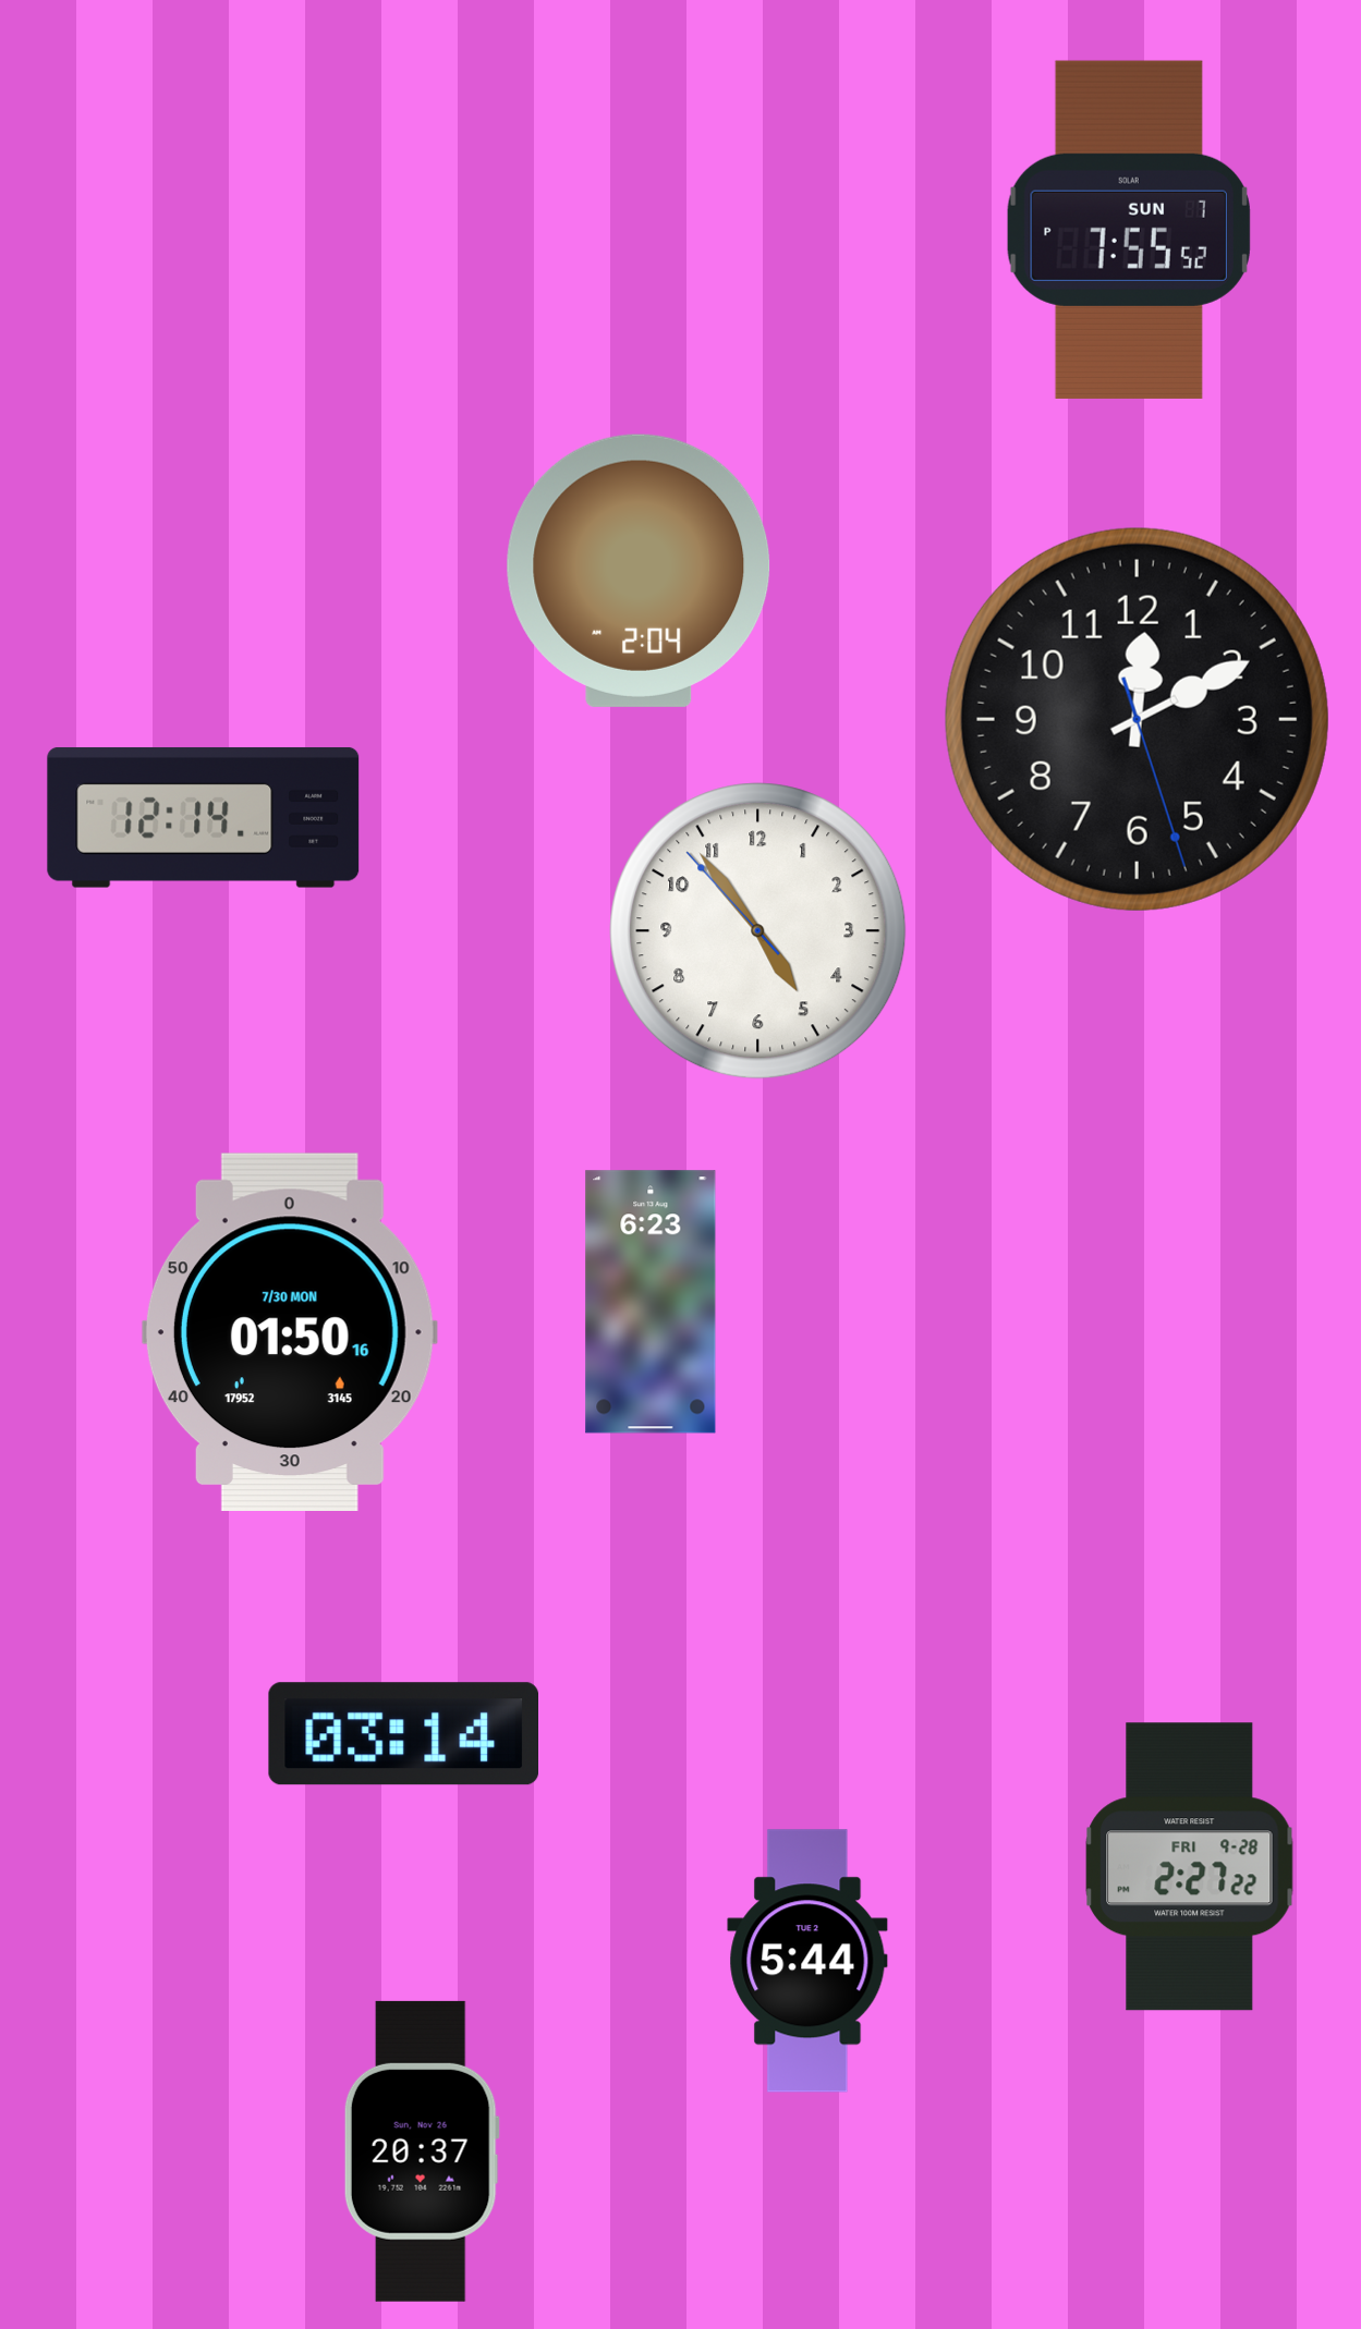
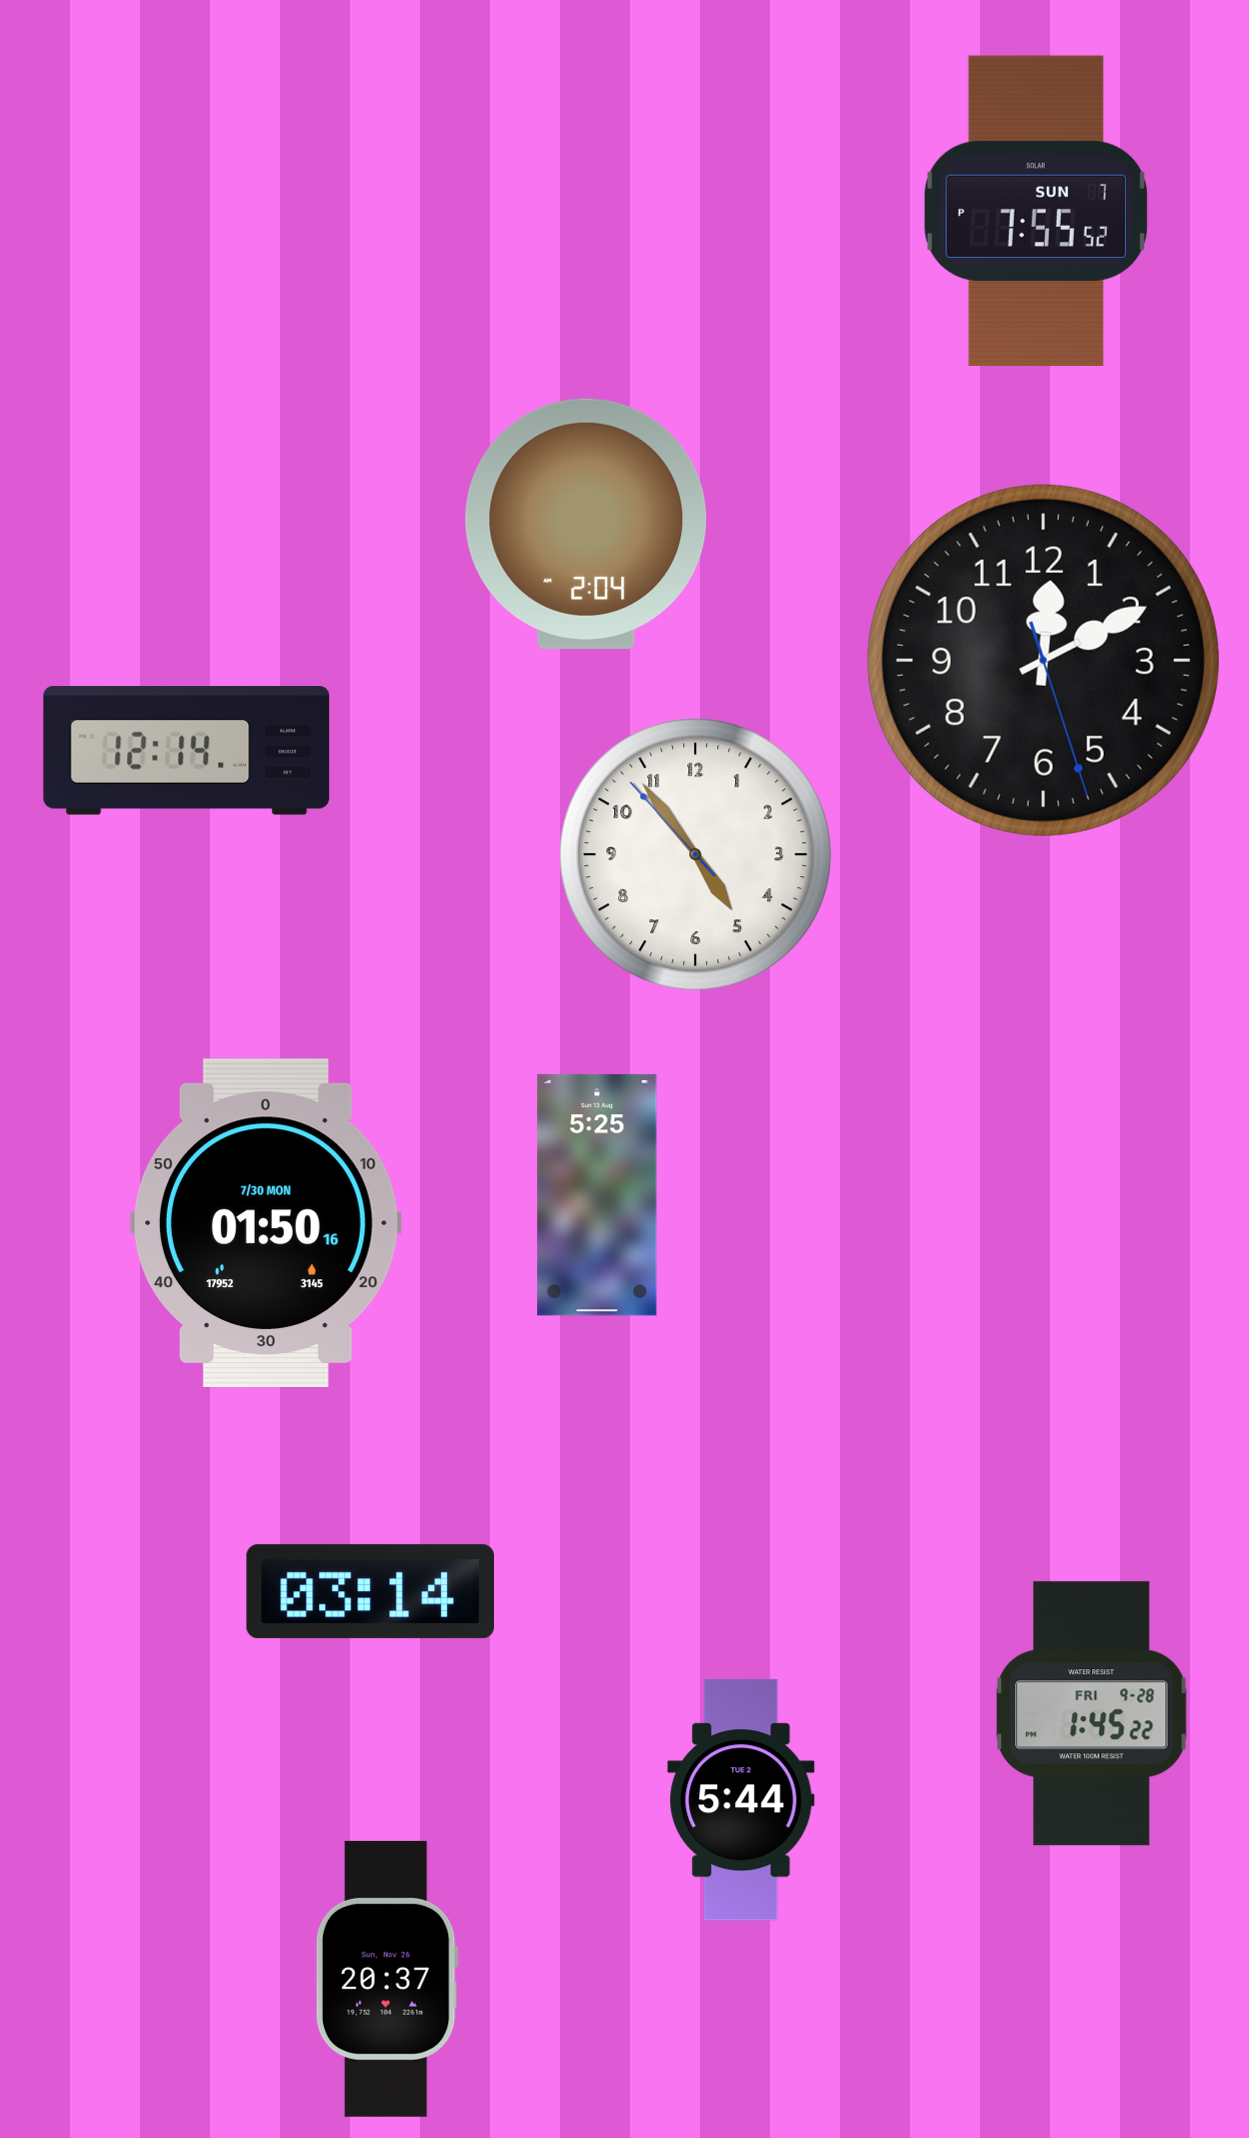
clock at (651, 1302): 6:23 -> 5:25
clock at (1190, 1867): 2:27 -> 1:45
clock at (422, 2151) position: (422, 2151) -> (387, 1979)
